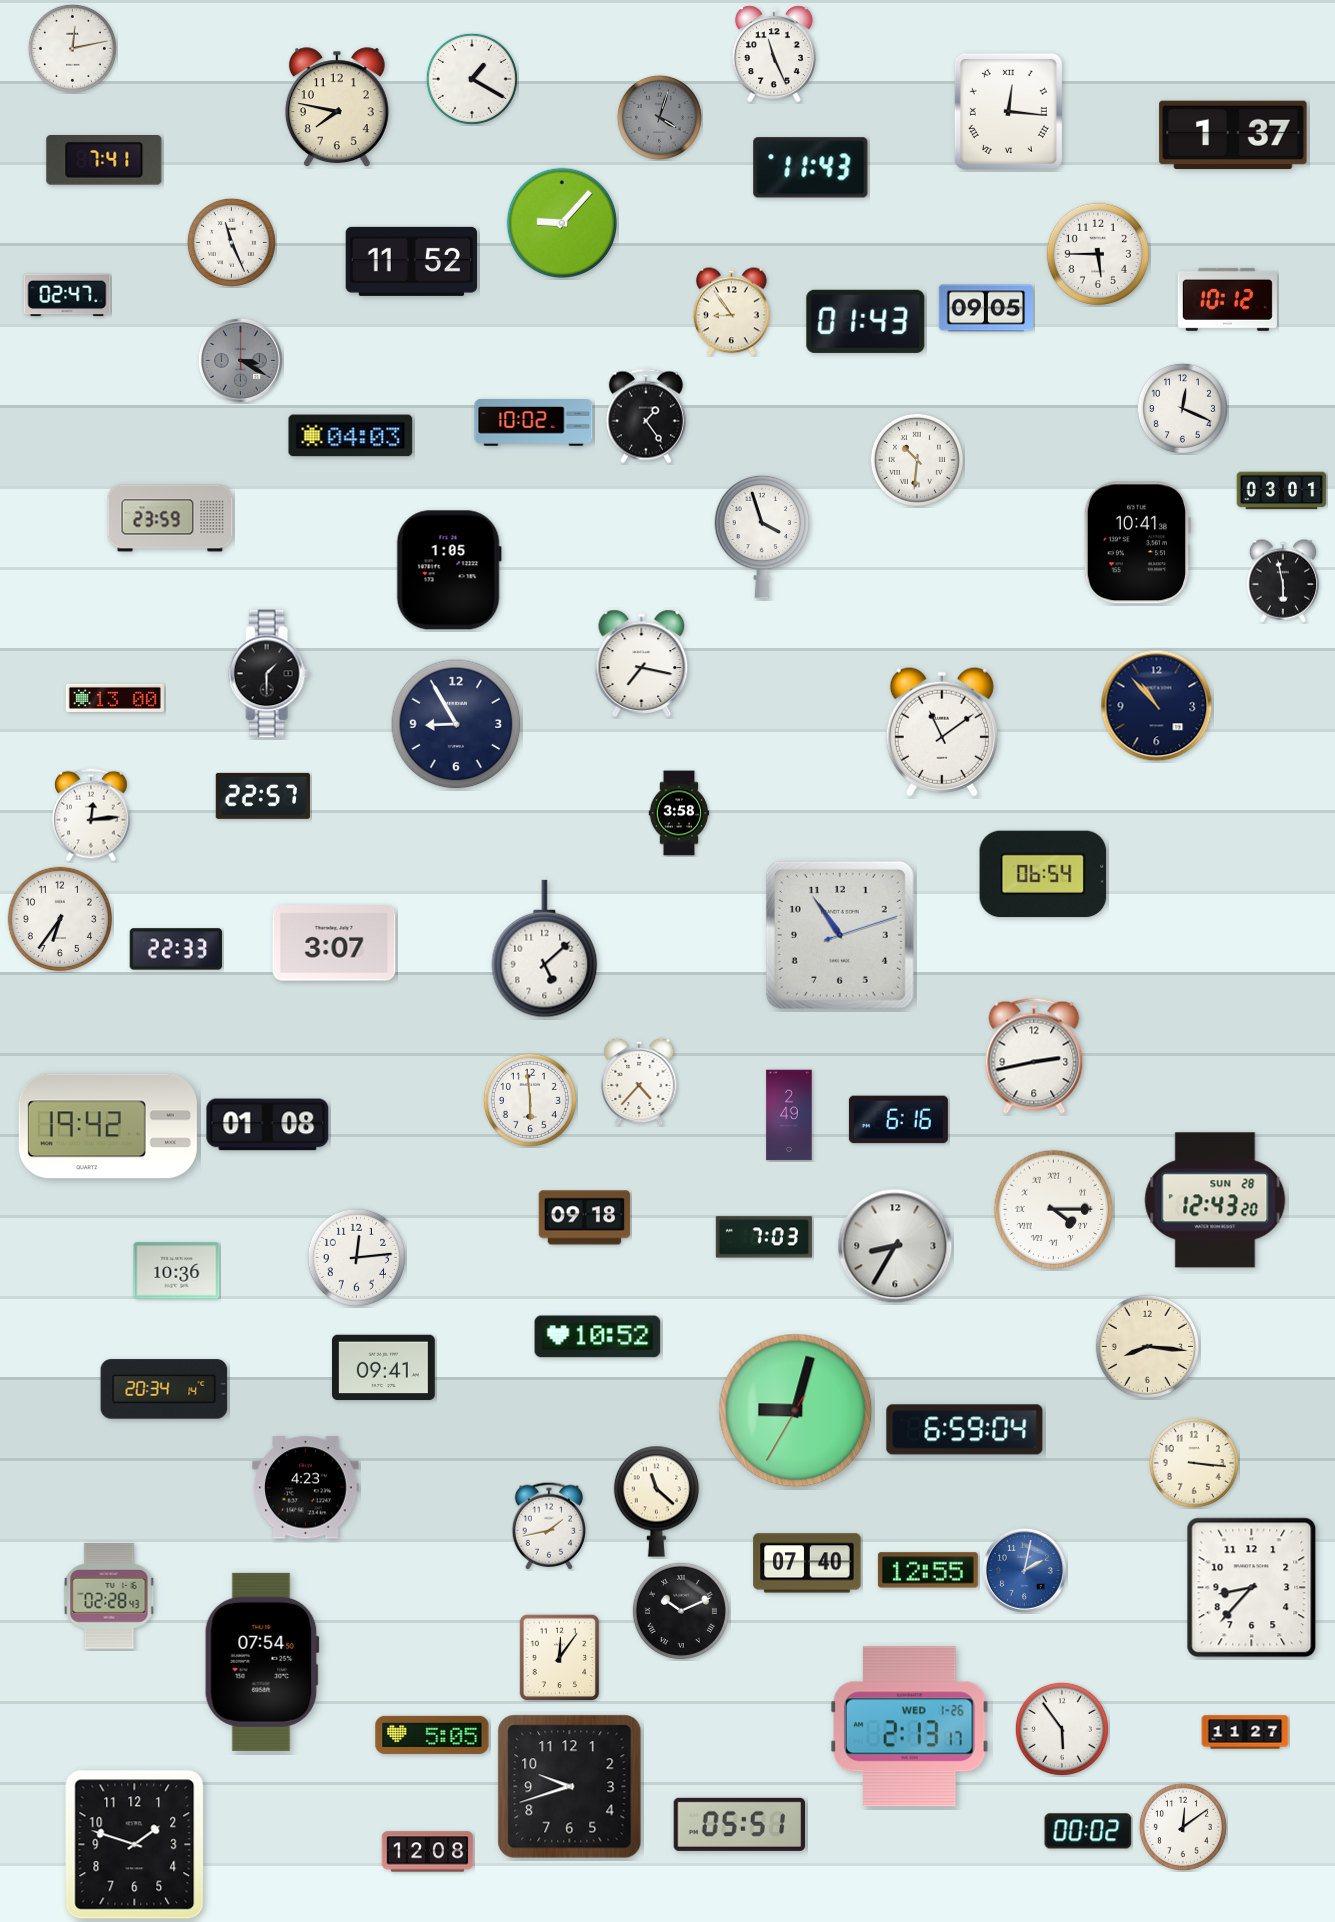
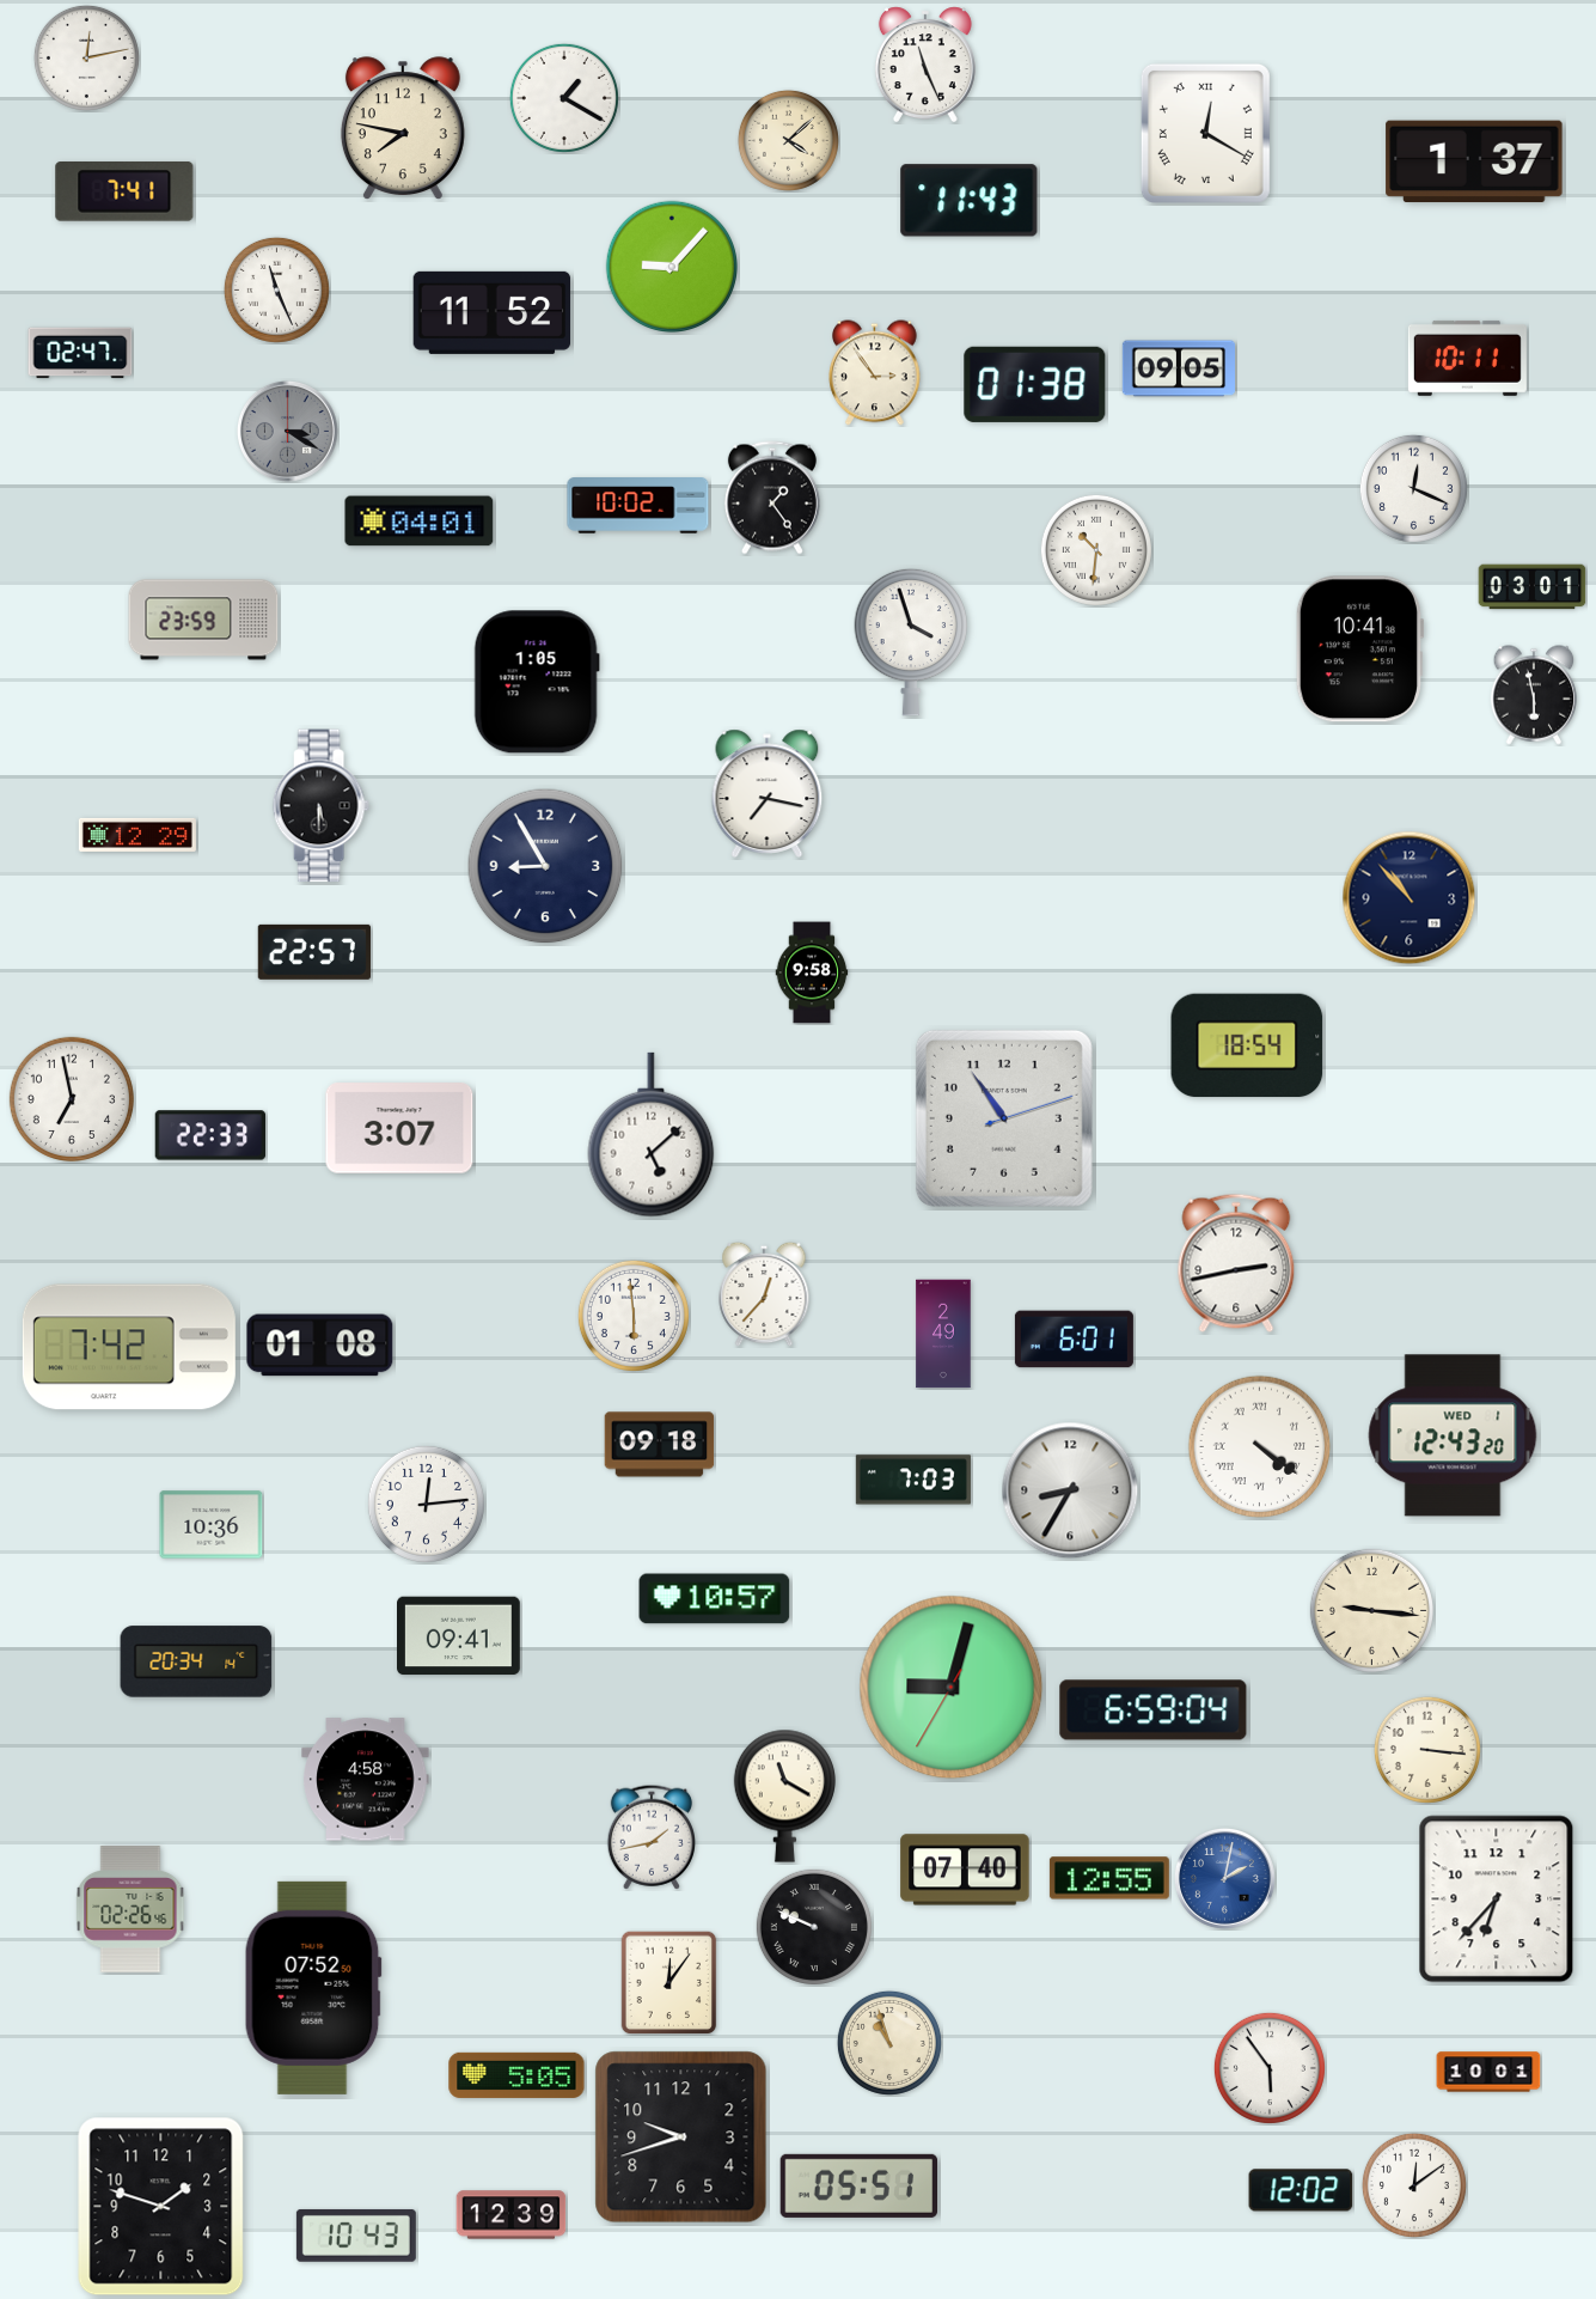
clock at (472, 79) position: (472, 79) -> (564, 98)
clock at (1008, 111): 12:16 -> 12:20
clock at (659, 117): 4:03 -> 4:08
clock at (659, 117) dial: grey -> cream
clock at (1098, 254): 5:45 -> none
clock at (1227, 299): 10:12 -> 10:11
clock at (732, 312): 8:54 -> 2:54
clock at (866, 321): 01:43 -> 01:38
clock at (351, 436): 04:03 -> 04:01
clock at (268, 674): 1:30 -> 5:30
clock at (115, 698): 13:00 -> 12:29
clock at (1157, 706) position: (1157, 706) -> (1410, 898)
clock at (942, 732): 11:09 -> none
clock at (679, 813): 3:58 -> 9:58
clock at (91, 815): 12:14 -> none
clock at (1043, 874): 06:54 -> 18:54
clock at (60, 919): 6:36 -> 6:58
clock at (639, 1082): 4:37 -> 12:37
clock at (898, 1120): 6:16 -> 6:01
clock at (108, 1126): 19:42 -> 7:42
clock at (1215, 1200) date: SUN 28 -> WED 1
clock at (1054, 1210): 4:15 -> 4:21
clock at (585, 1218) position: (585, 1218) -> (660, 1445)
clock at (177, 1271) position: (177, 1271) -> (212, 1525)
clock at (598, 1337): 10:52 -> 10:57
clock at (1147, 1346): 8:16 -> 9:16
clock at (306, 1488): 4:23 -> 4:58
clock at (656, 1501): 11:22 -> 11:20
clock at (548, 1526) position: (548, 1526) -> (650, 1837)
clock at (1252, 1588): 8:37 -> 6:37
clock at (109, 1596): 02:28 -> 02:26
clock at (681, 1611): 10:11 -> 9:49
clock at (262, 1662): 07:54 -> 07:52
clock at (889, 2043): none -> 10:57
clock at (910, 1727): 2:13 -> none
clock at (1245, 1732): 11:27 -> 10:01
clock at (740, 1824) position: (740, 1824) -> (860, 2185)
clock at (1088, 1831): 00:02 -> 12:02
clock at (428, 1852): 12:08 -> 12:39
clock at (356, 2236): none -> 10:43
